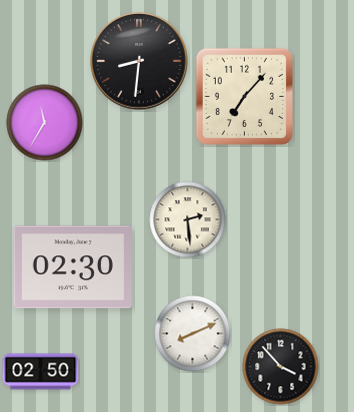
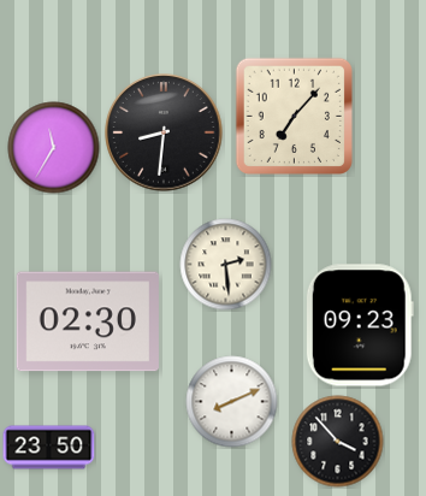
clock at (139, 61) position: (139, 61) -> (164, 132)
clock at (360, 325): none -> 09:23
clock at (41, 372): 02:50 -> 23:50
